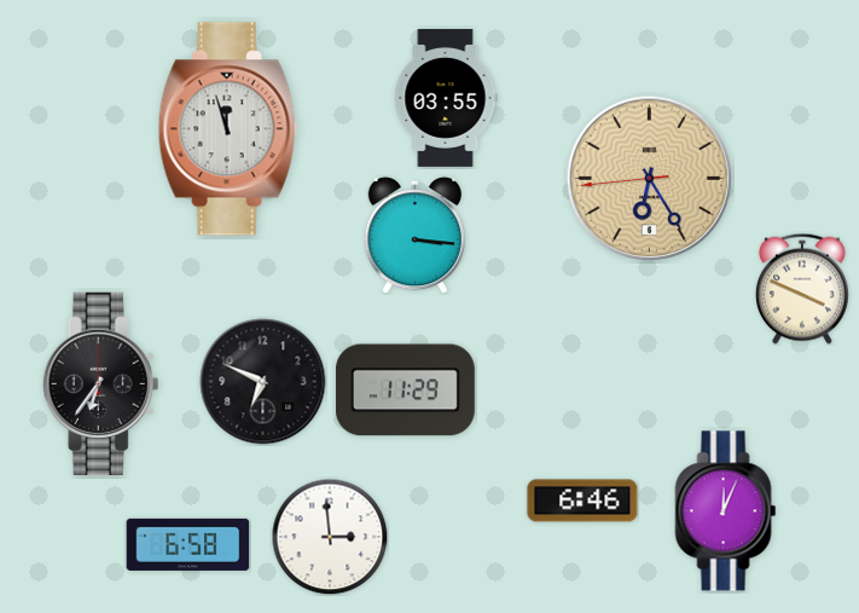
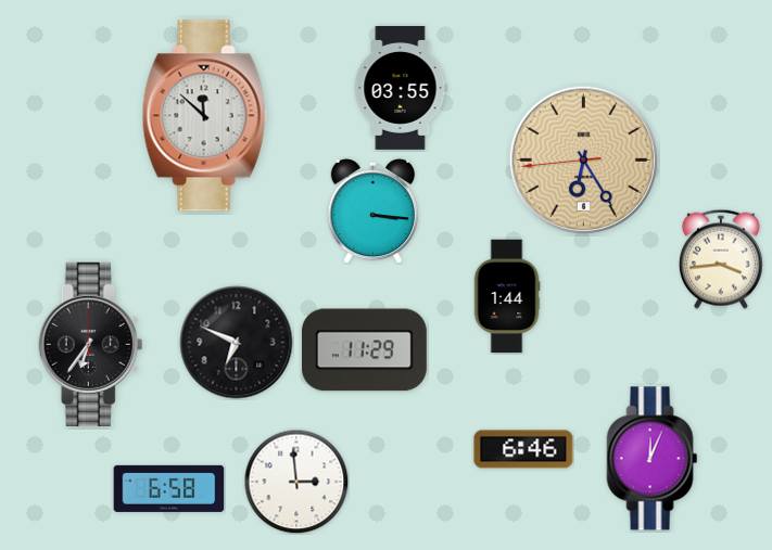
clock at (227, 129): 11:57 -> 11:52
clock at (802, 289): 3:49 -> 3:44
clock at (507, 296): none -> 1:44
